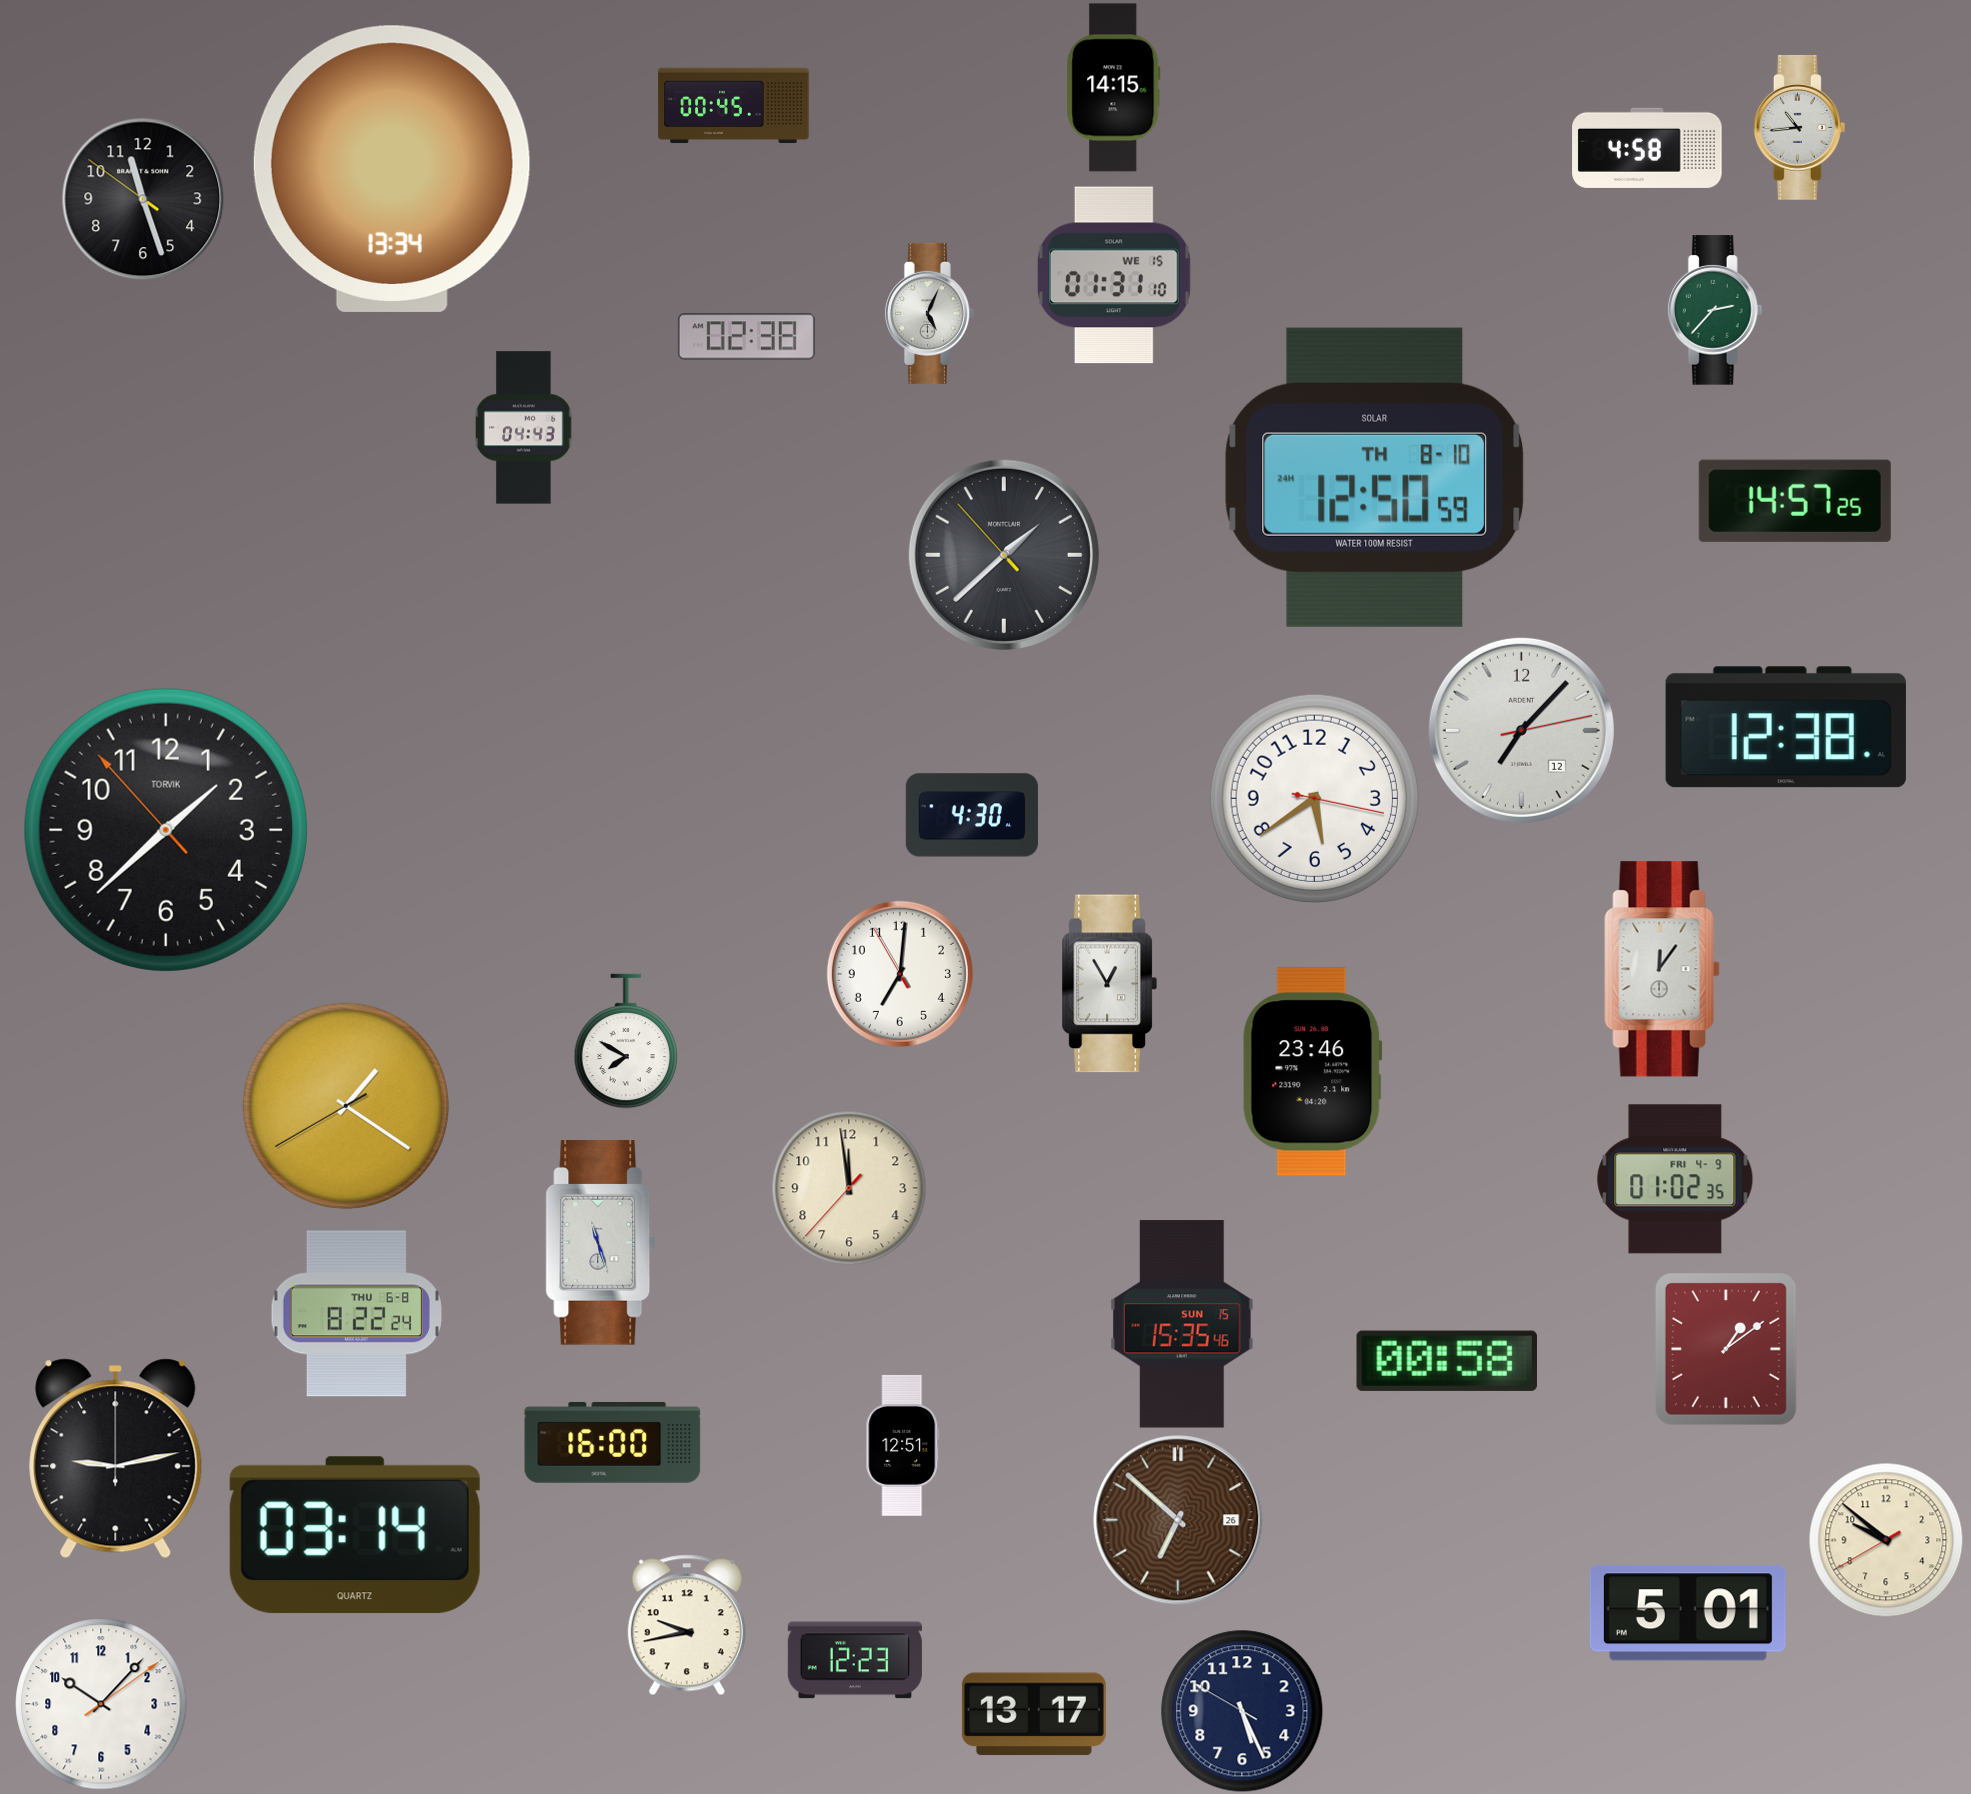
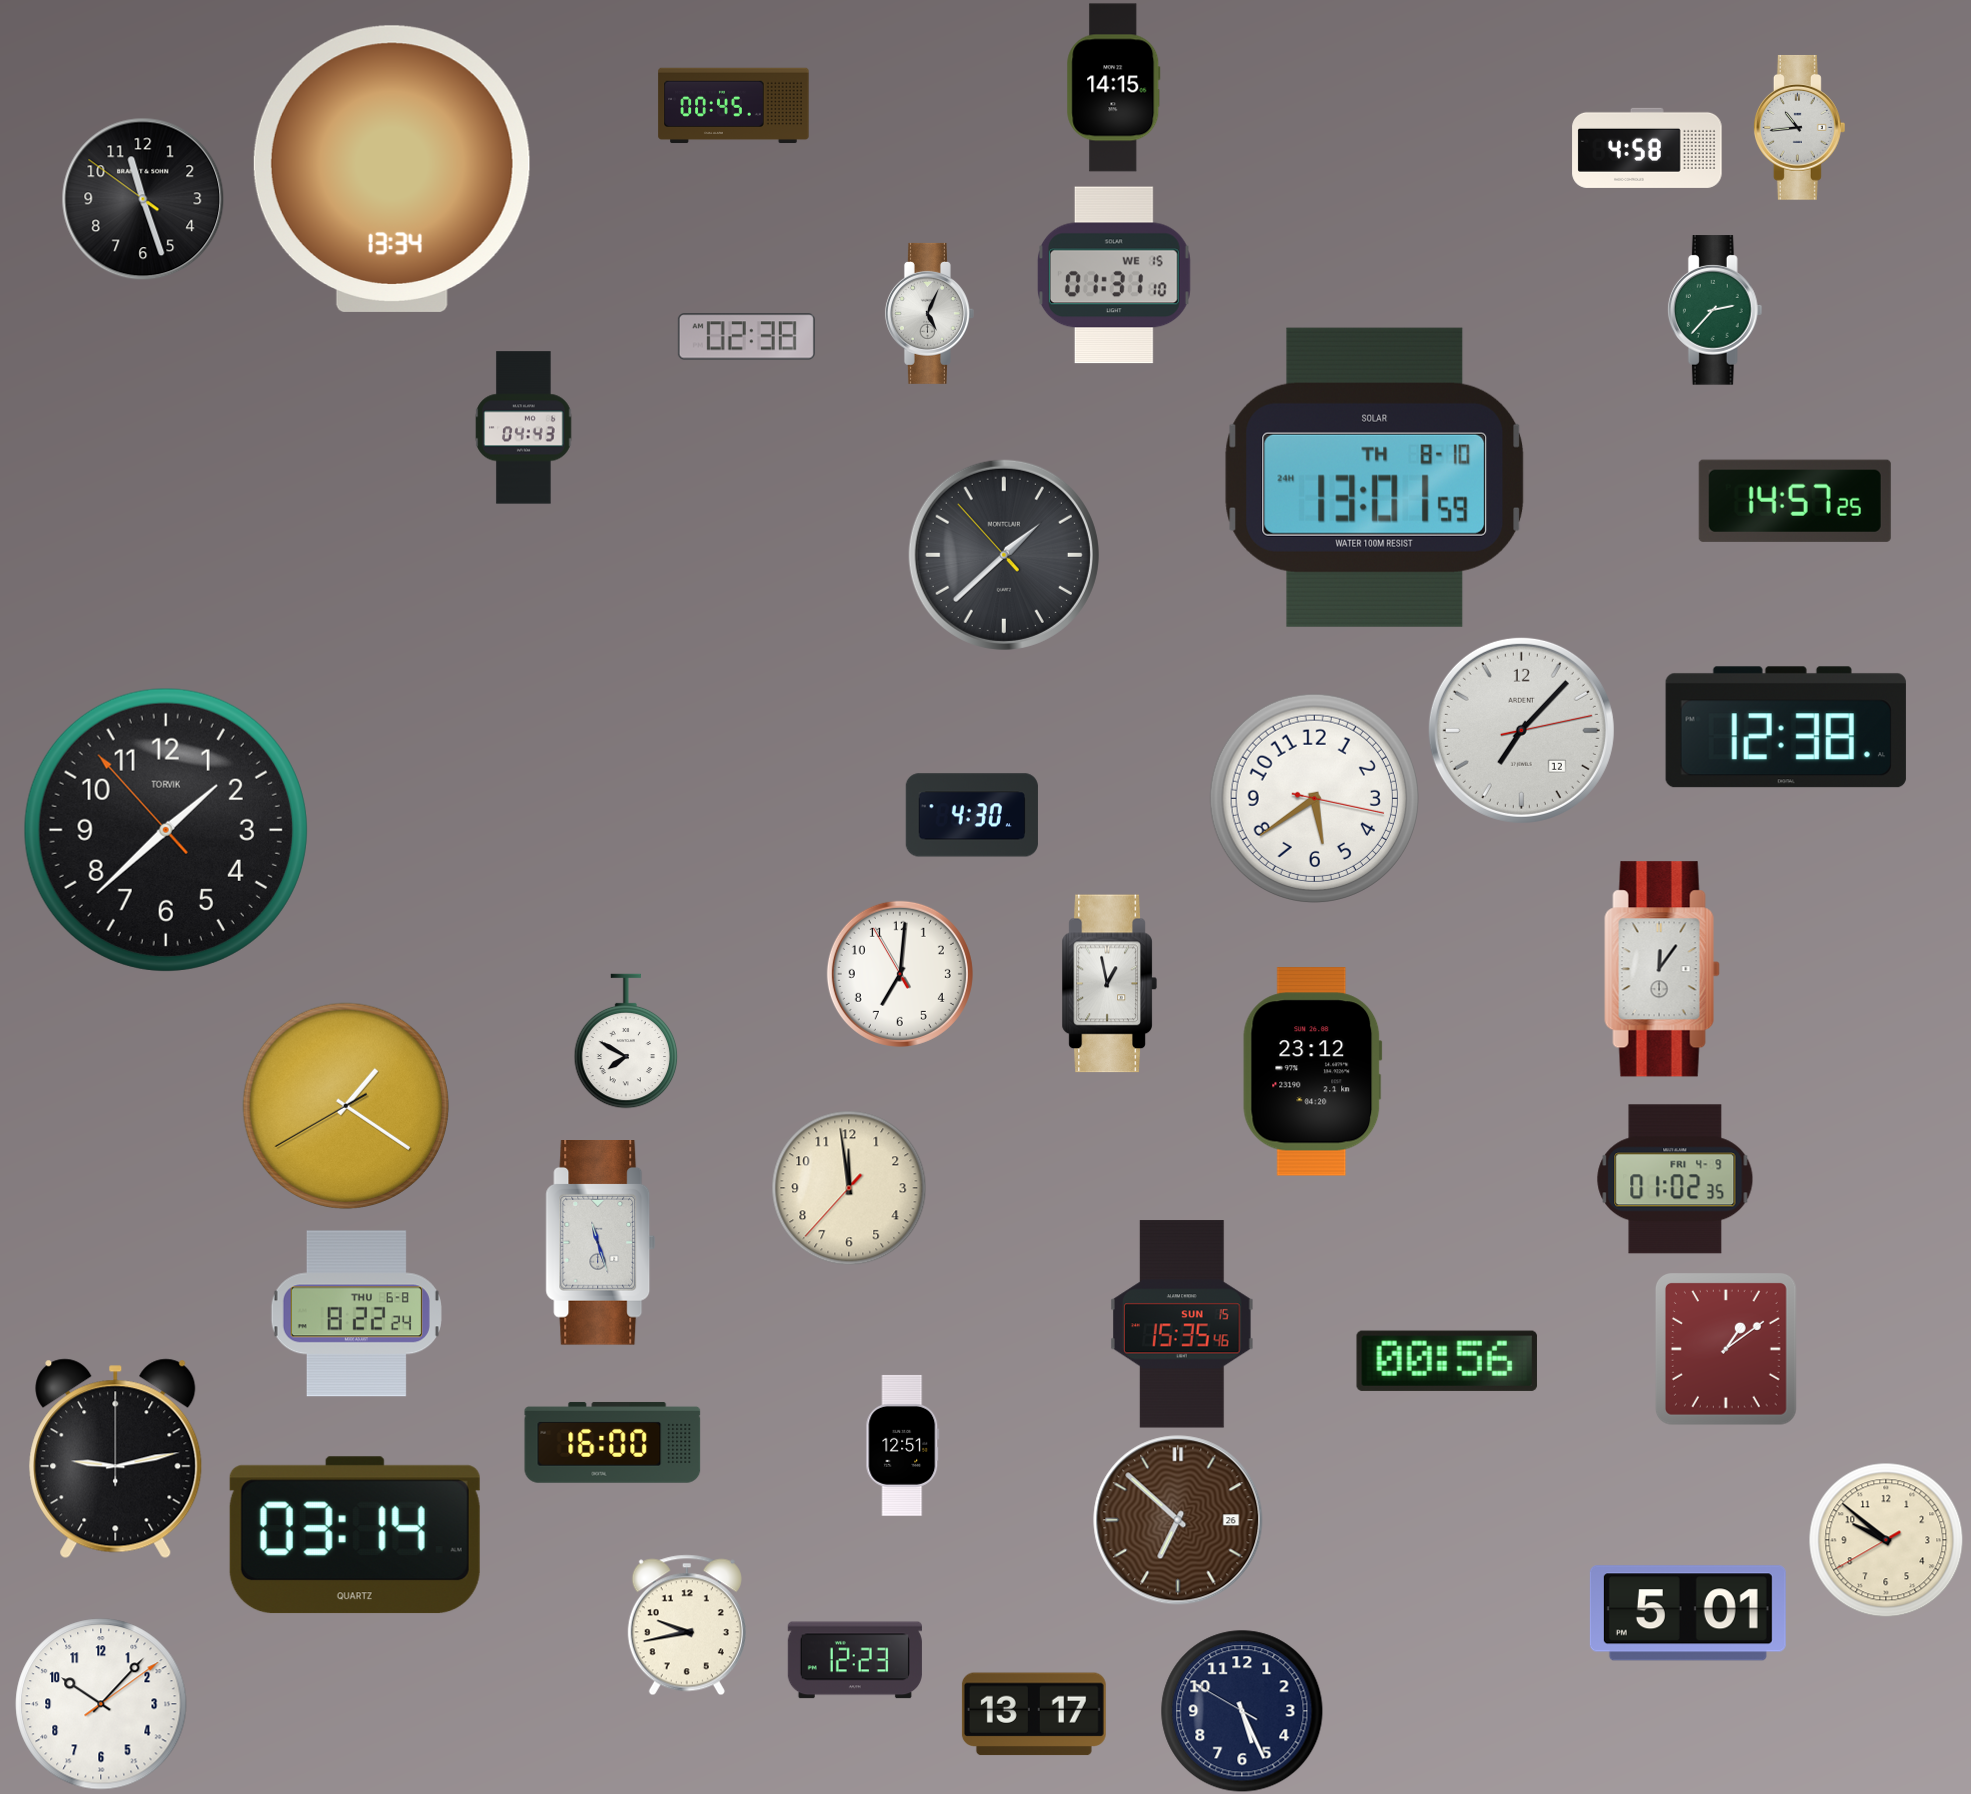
clock at (1375, 477): 12:50 -> 13:01
clock at (1109, 984): 12:55 -> 12:58
clock at (1313, 1072): 23:46 -> 23:12
clock at (1447, 1361): 00:58 -> 00:56
